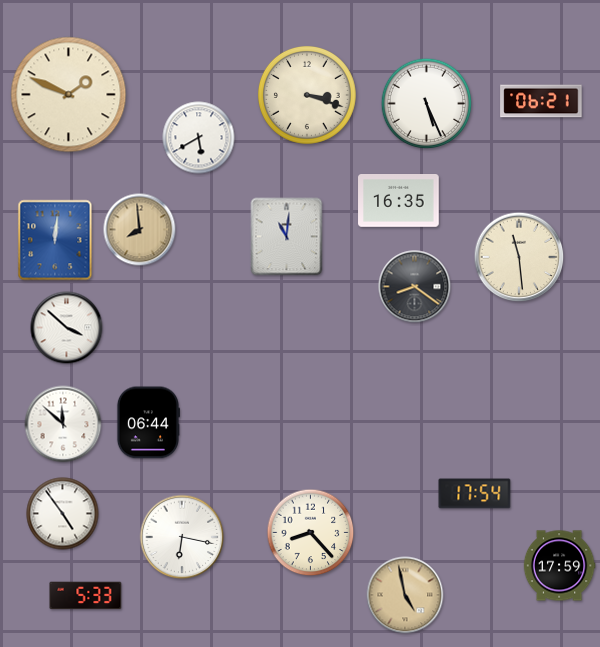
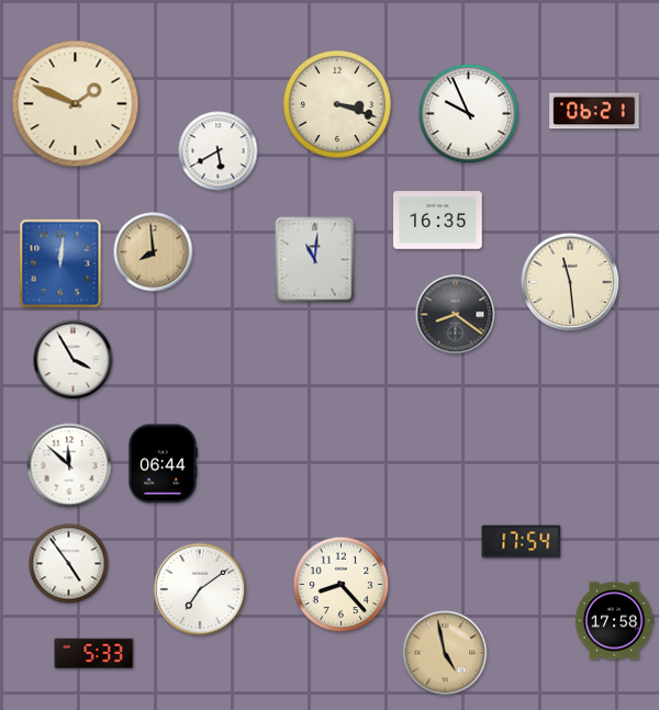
clock at (427, 104): 5:26 -> 9:56
clock at (67, 328): 3:52 -> 3:55
clock at (182, 537): 6:17 -> 7:09
clock at (559, 566): 17:59 -> 17:58
